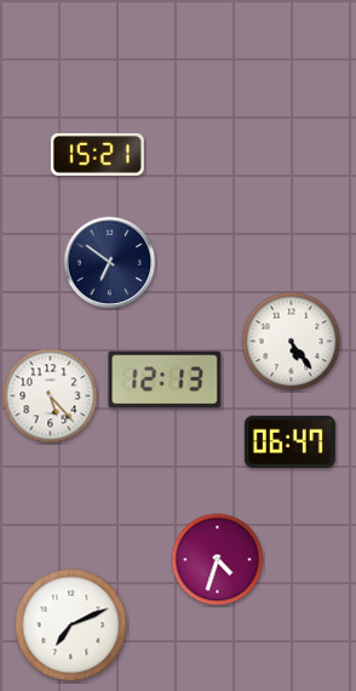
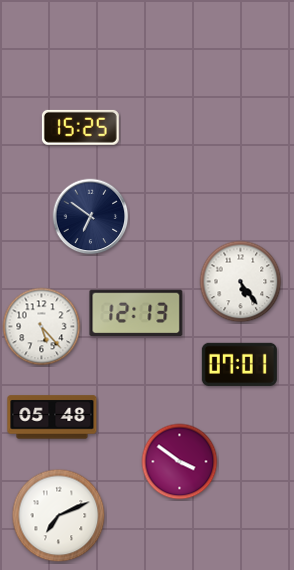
clock at (97, 154): 15:21 -> 15:25
clock at (289, 441): 06:47 -> 07:01
clock at (52, 417): none -> 05:48
clock at (218, 560): 4:33 -> 3:51
